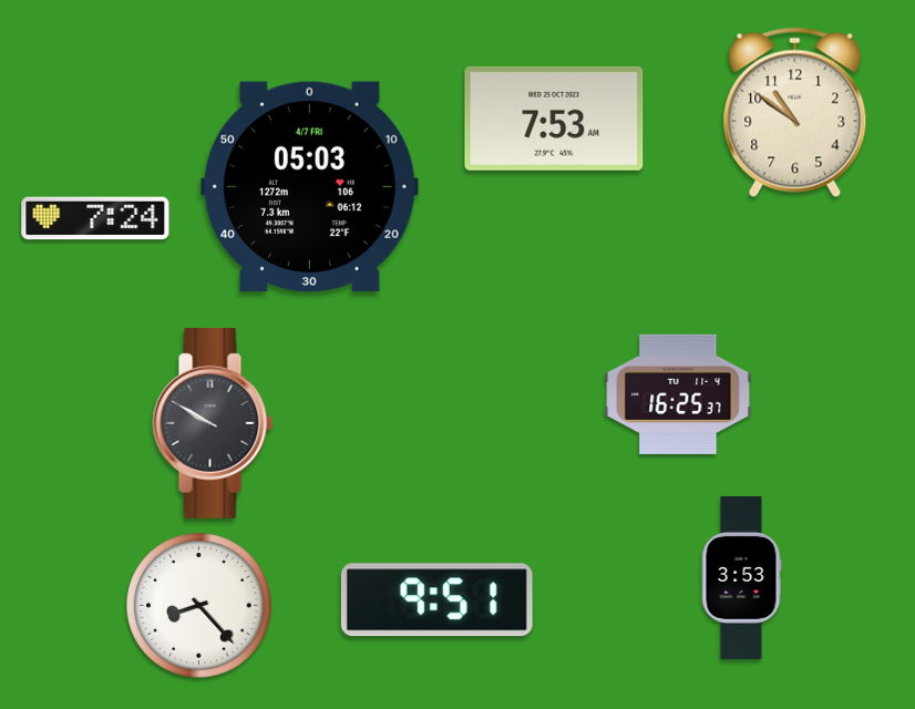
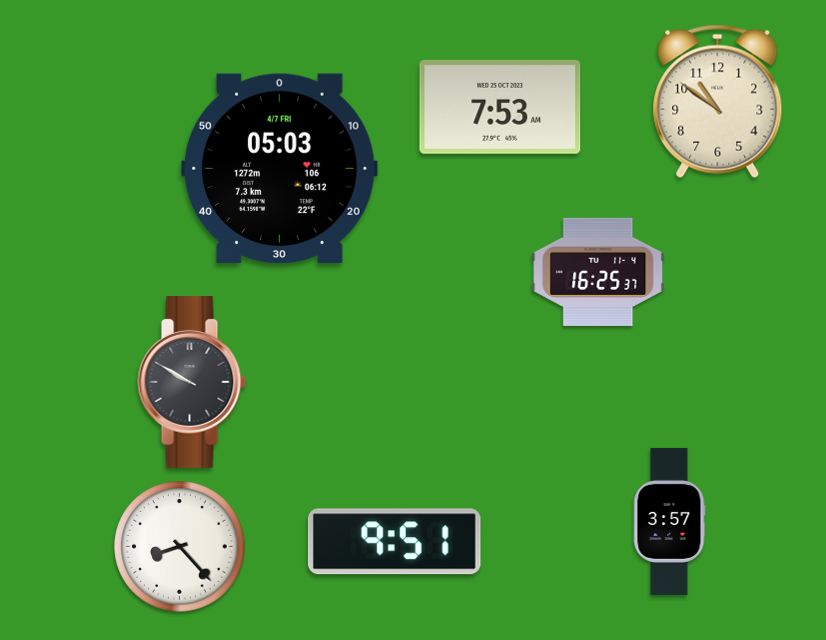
clock at (95, 218): 7:24 -> none
clock at (678, 394) position: (678, 394) -> (598, 272)
clock at (741, 577): 3:53 -> 3:57
